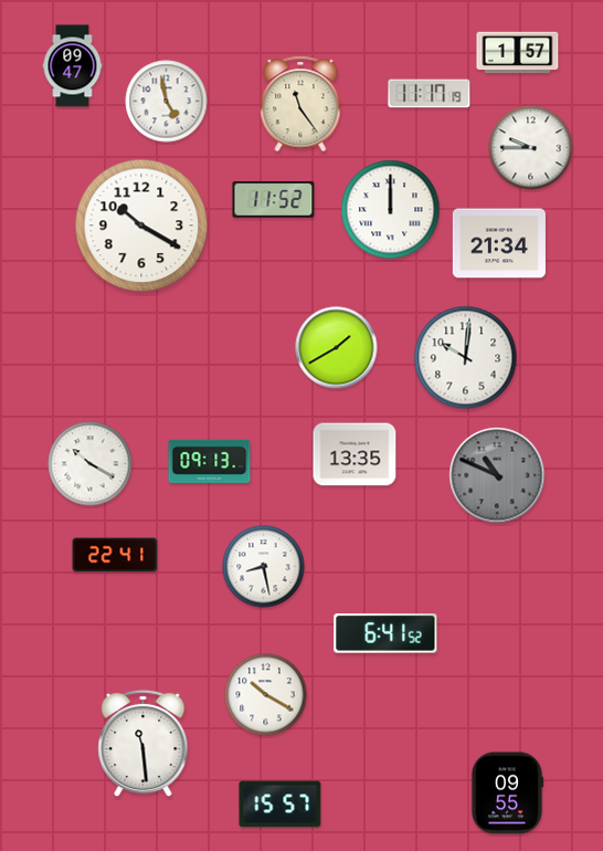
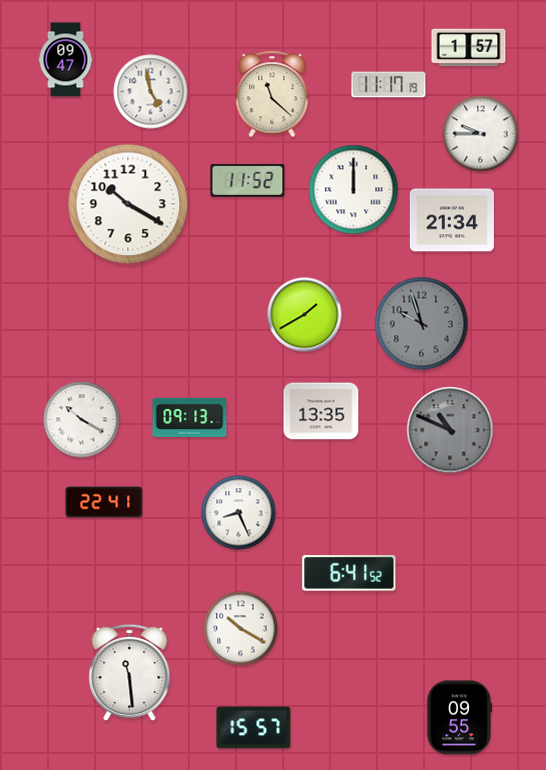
clock at (300, 104): 11:24 -> 11:22
clock at (466, 358): 10:01 -> 9:57
clock at (466, 358) dial: white -> grey
clock at (264, 567): 8:28 -> 8:26
